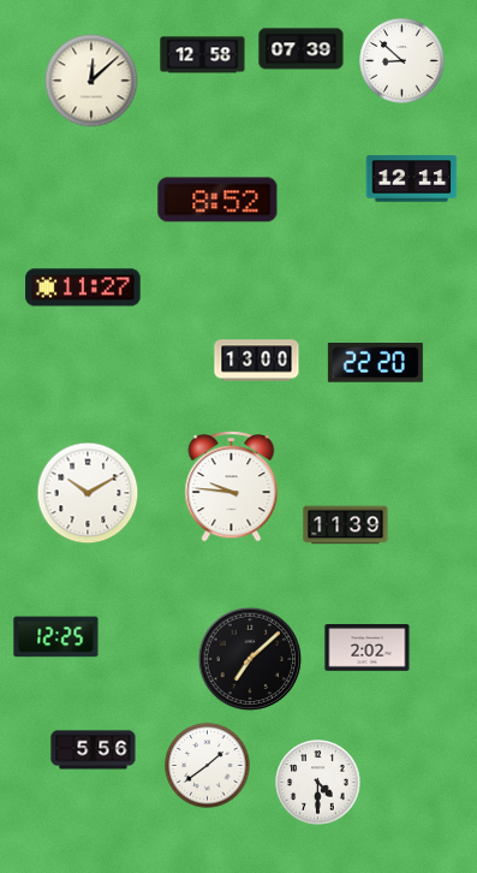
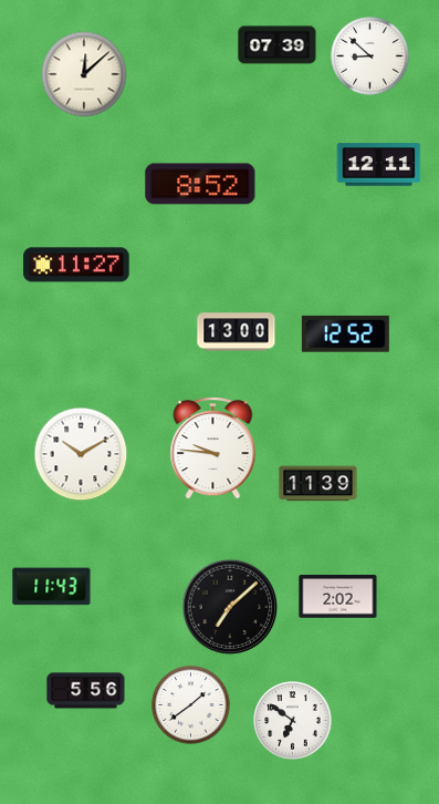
clock at (203, 55): 12:58 -> none
clock at (375, 363): 22:20 -> 12:52
clock at (56, 637): 12:25 -> 11:43
clock at (318, 783): 4:30 -> 6:51
